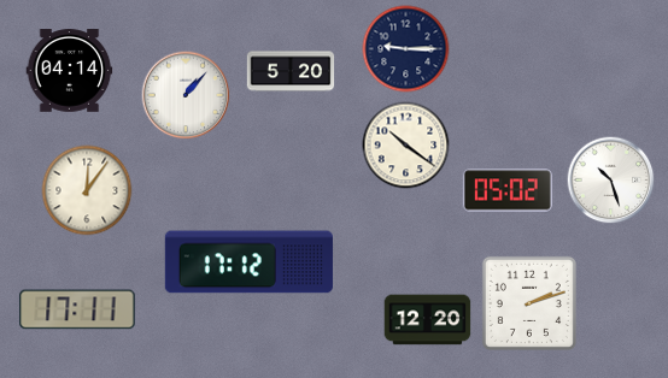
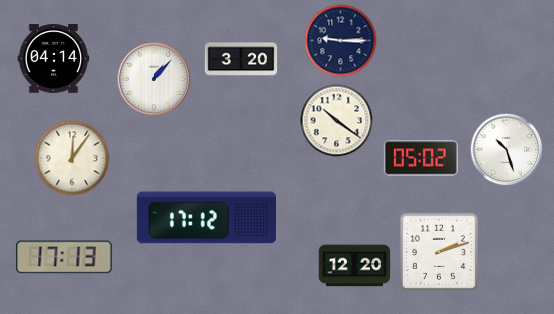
clock at (406, 49) position: (406, 49) -> (341, 41)
clock at (70, 71) position: (70, 71) -> (54, 59)
clock at (291, 71): 5:20 -> 3:20
clock at (77, 309): 17:11 -> 17:13
